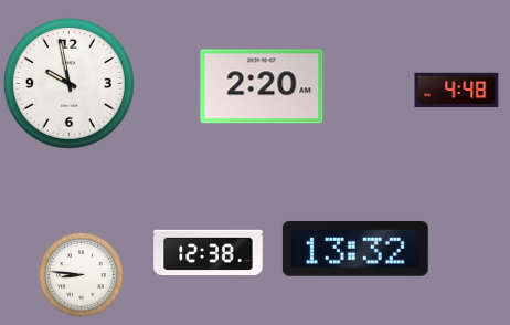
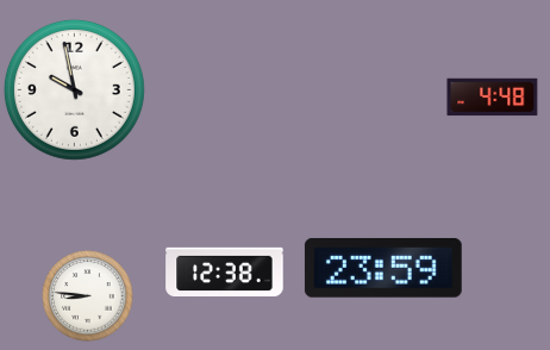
clock at (262, 86): 2:20 -> none
clock at (355, 249): 13:32 -> 23:59
